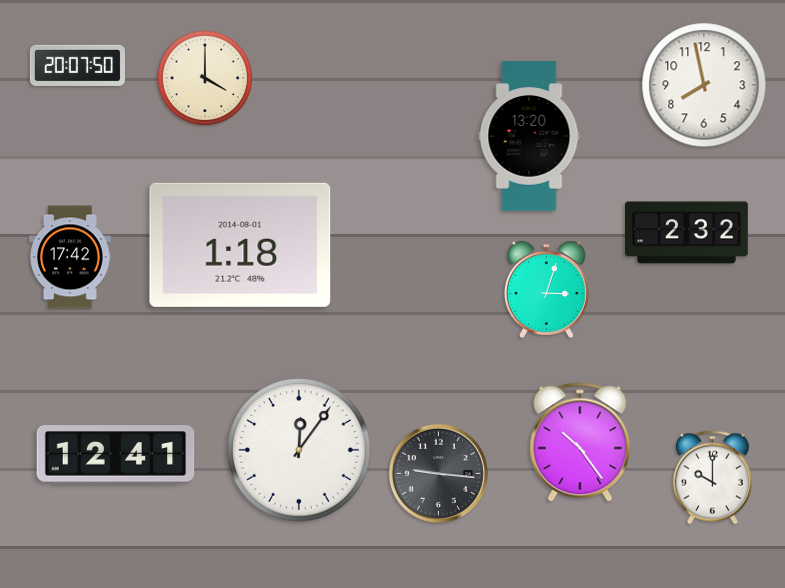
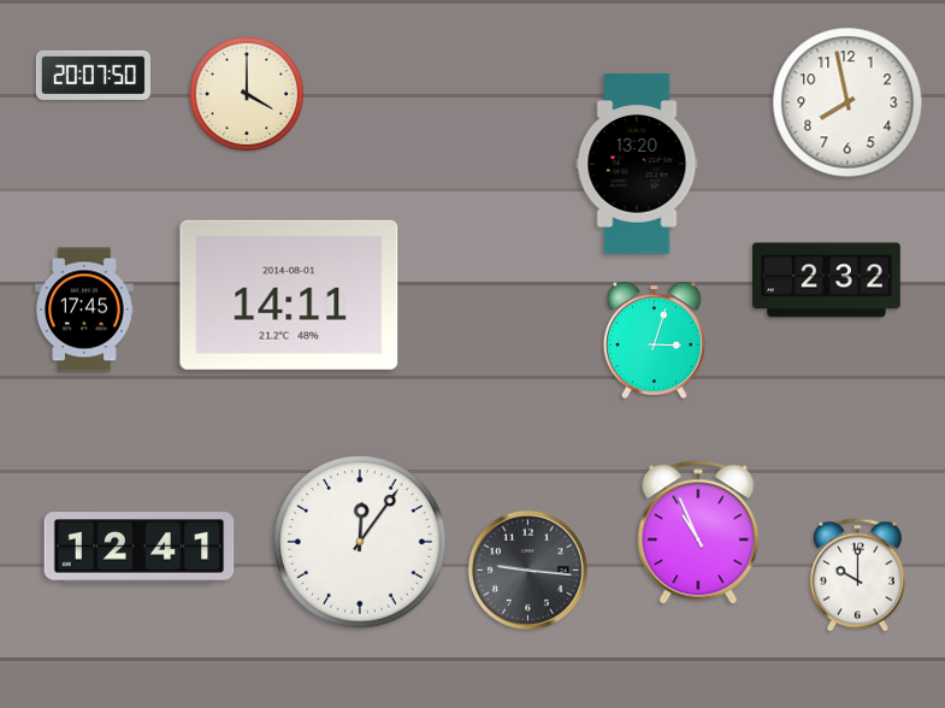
clock at (77, 65) position: (77, 65) -> (93, 75)
clock at (240, 245): 1:18 -> 14:11
clock at (70, 257): 17:42 -> 17:45
clock at (546, 289) position: (546, 289) -> (654, 340)
clock at (580, 442): 10:24 -> 10:56
